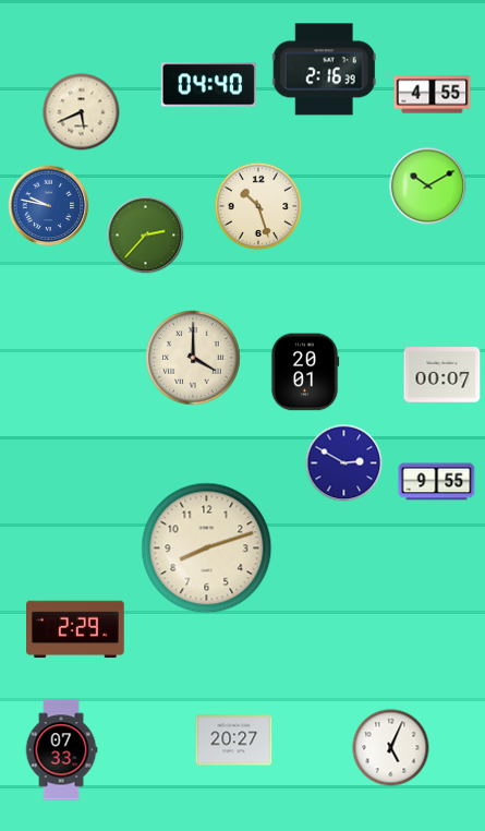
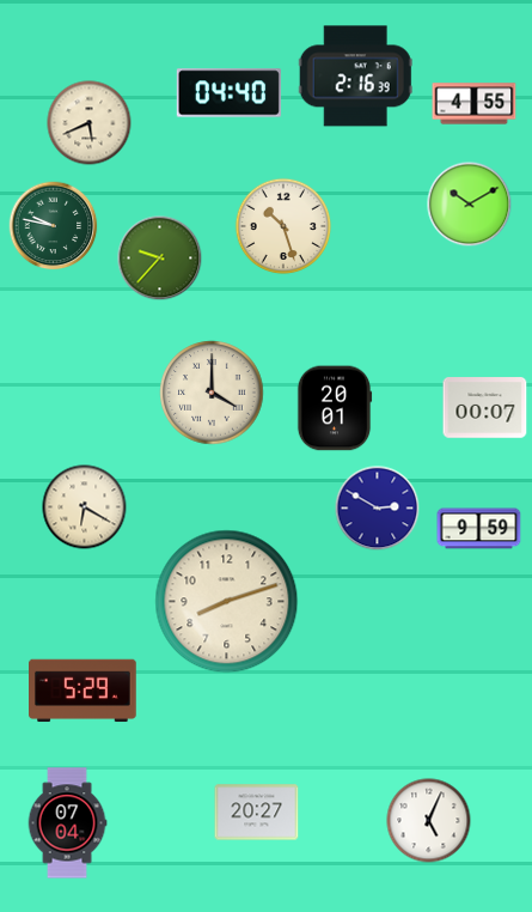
clock at (49, 206) dial: blue -> green
clock at (146, 236): 2:37 -> 9:37
clock at (442, 375) position: (442, 375) -> (485, 408)
clock at (85, 507): none -> 6:20
clock at (437, 482): 9:55 -> 9:59
clock at (76, 629): 2:29 -> 5:29
clock at (61, 750): 07:33 -> 07:04
